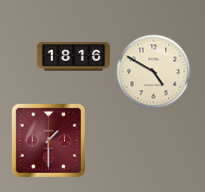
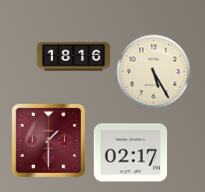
clock at (154, 72): 4:50 -> 5:25
clock at (131, 153): none -> 02:17
